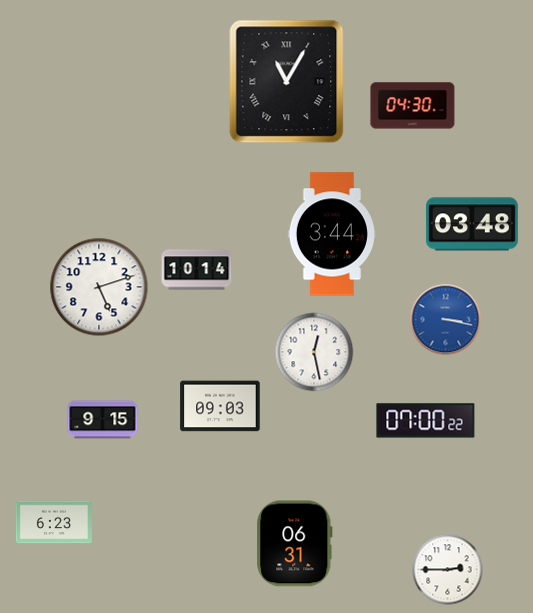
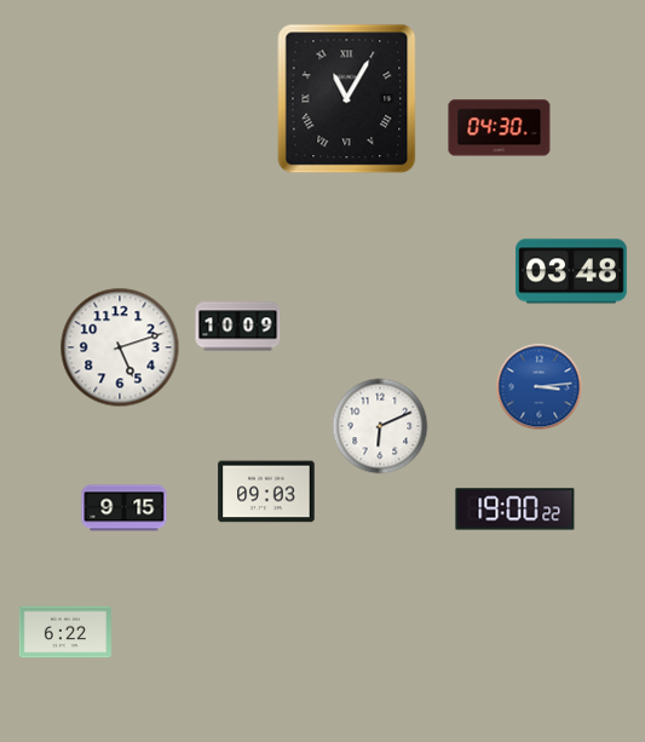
clock at (332, 234): 3:44 -> none
clock at (197, 270): 10:14 -> 10:09
clock at (446, 320): 3:17 -> 3:14
clock at (314, 352): 12:28 -> 6:11
clock at (426, 421): 07:00 -> 19:00
clock at (54, 522): 6:23 -> 6:22
clock at (295, 544): 06:31 -> none
clock at (448, 570): 2:45 -> none
